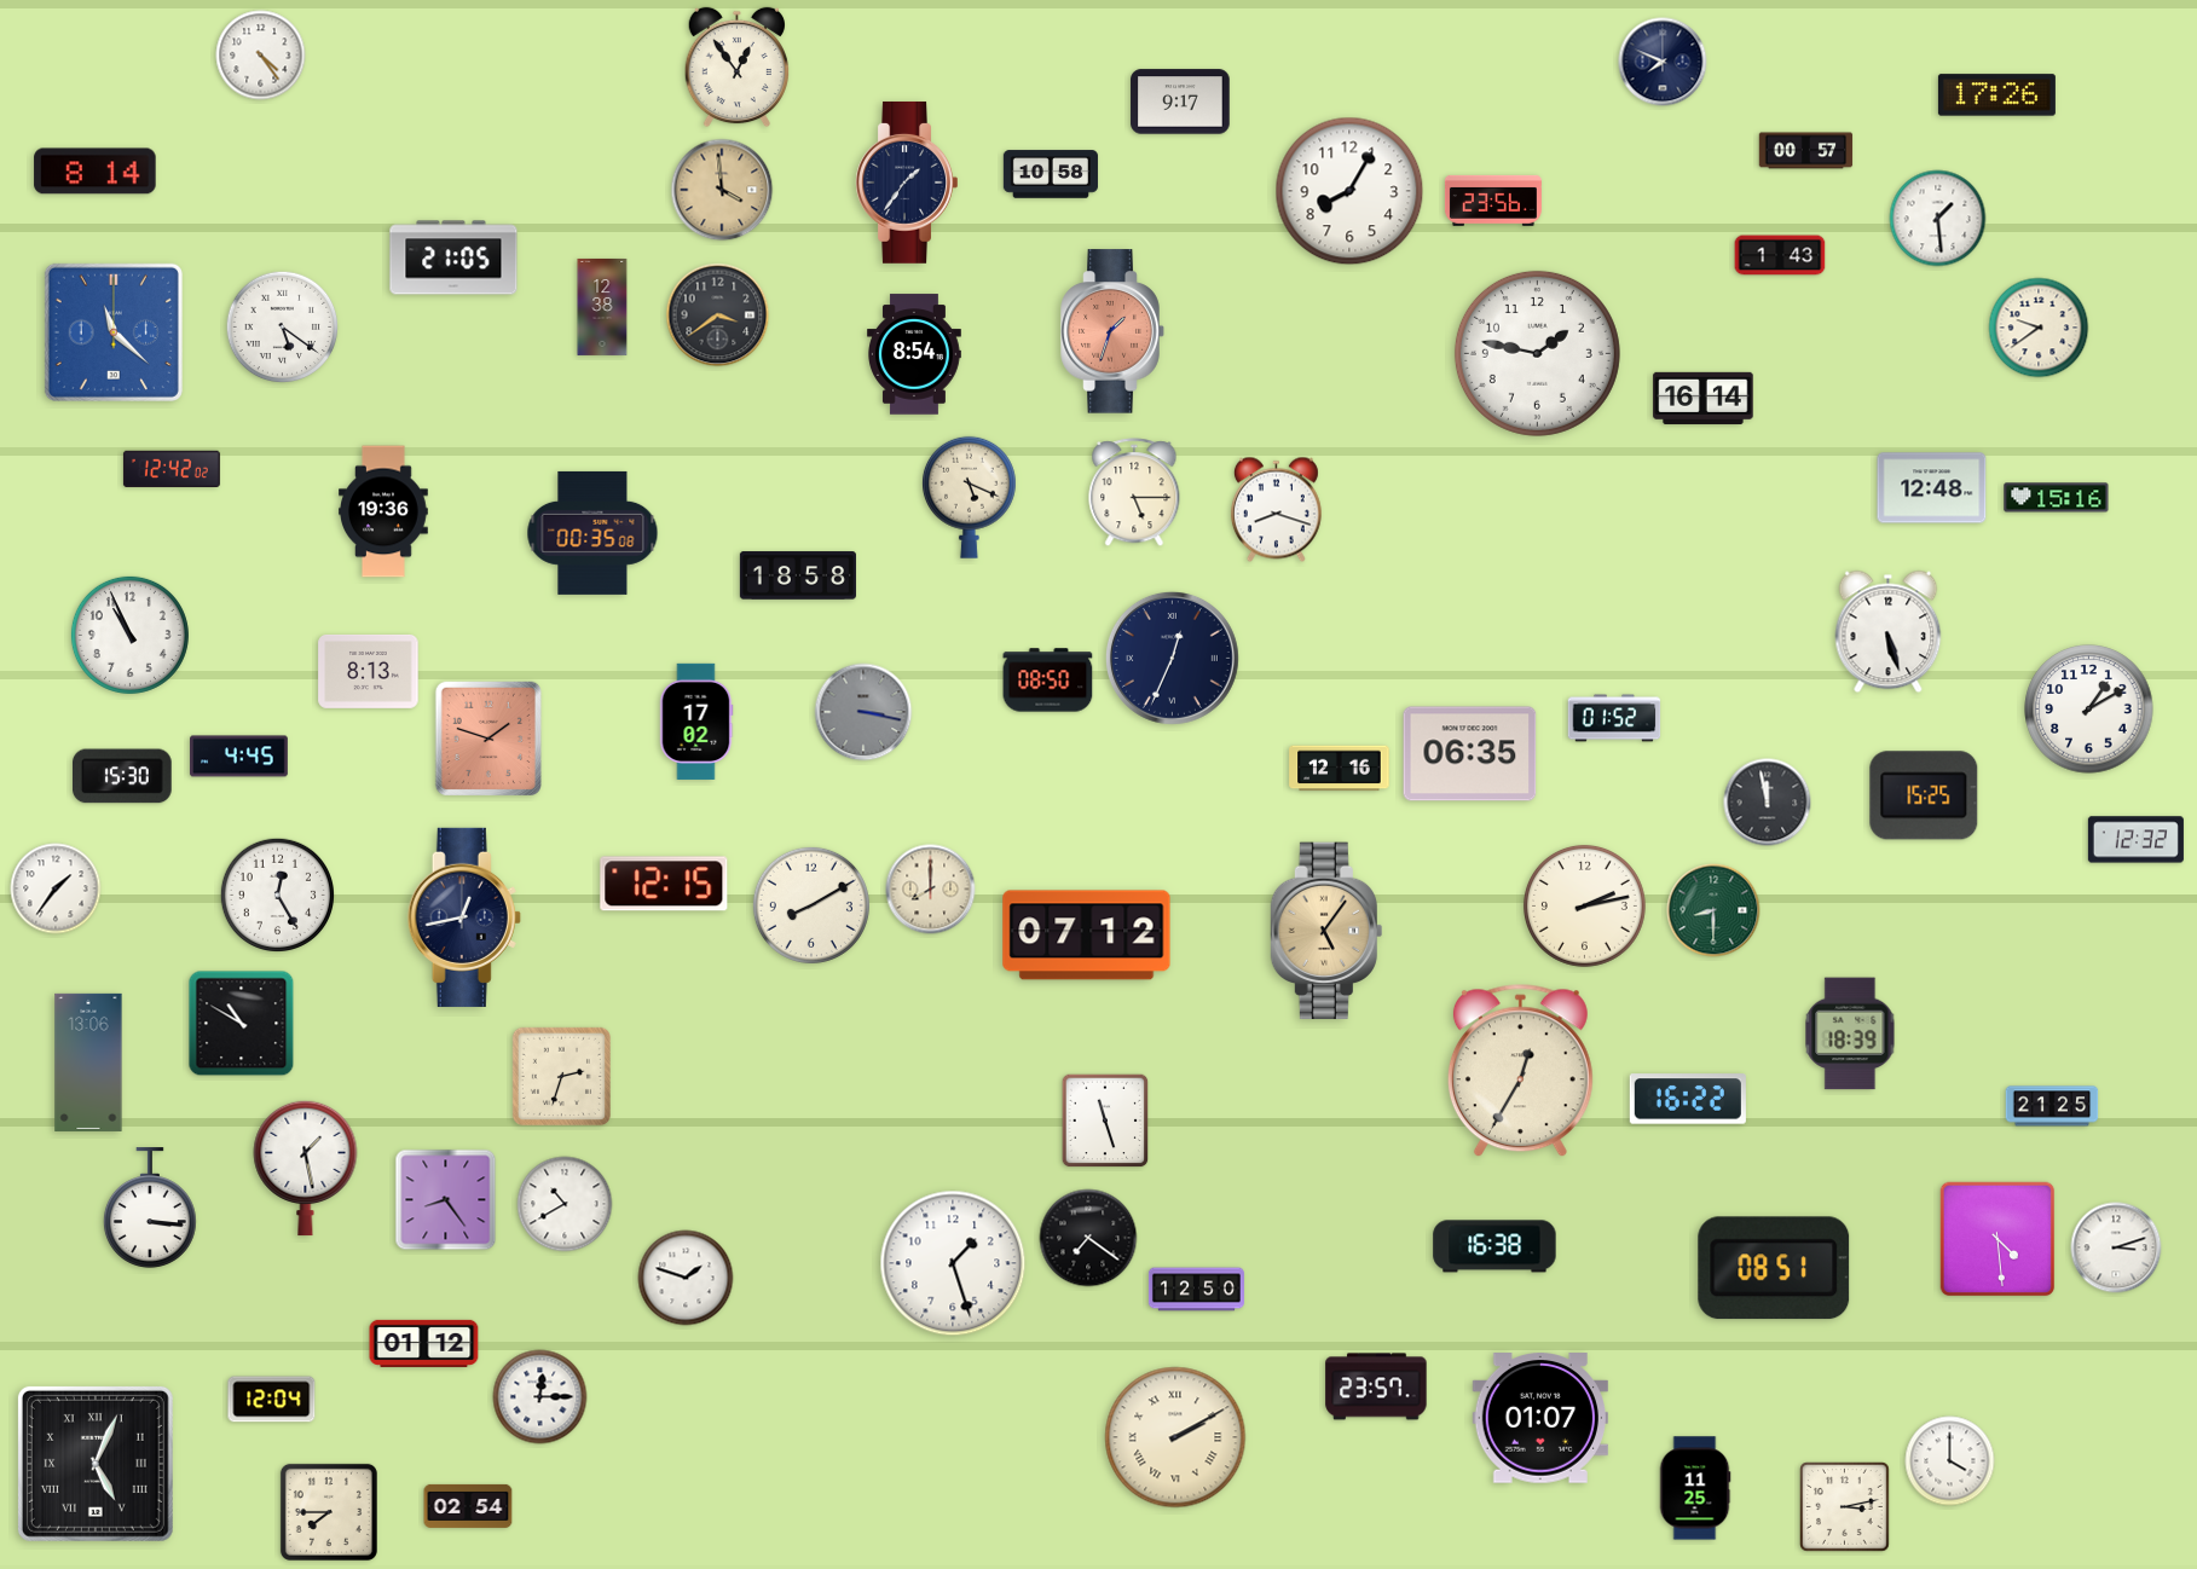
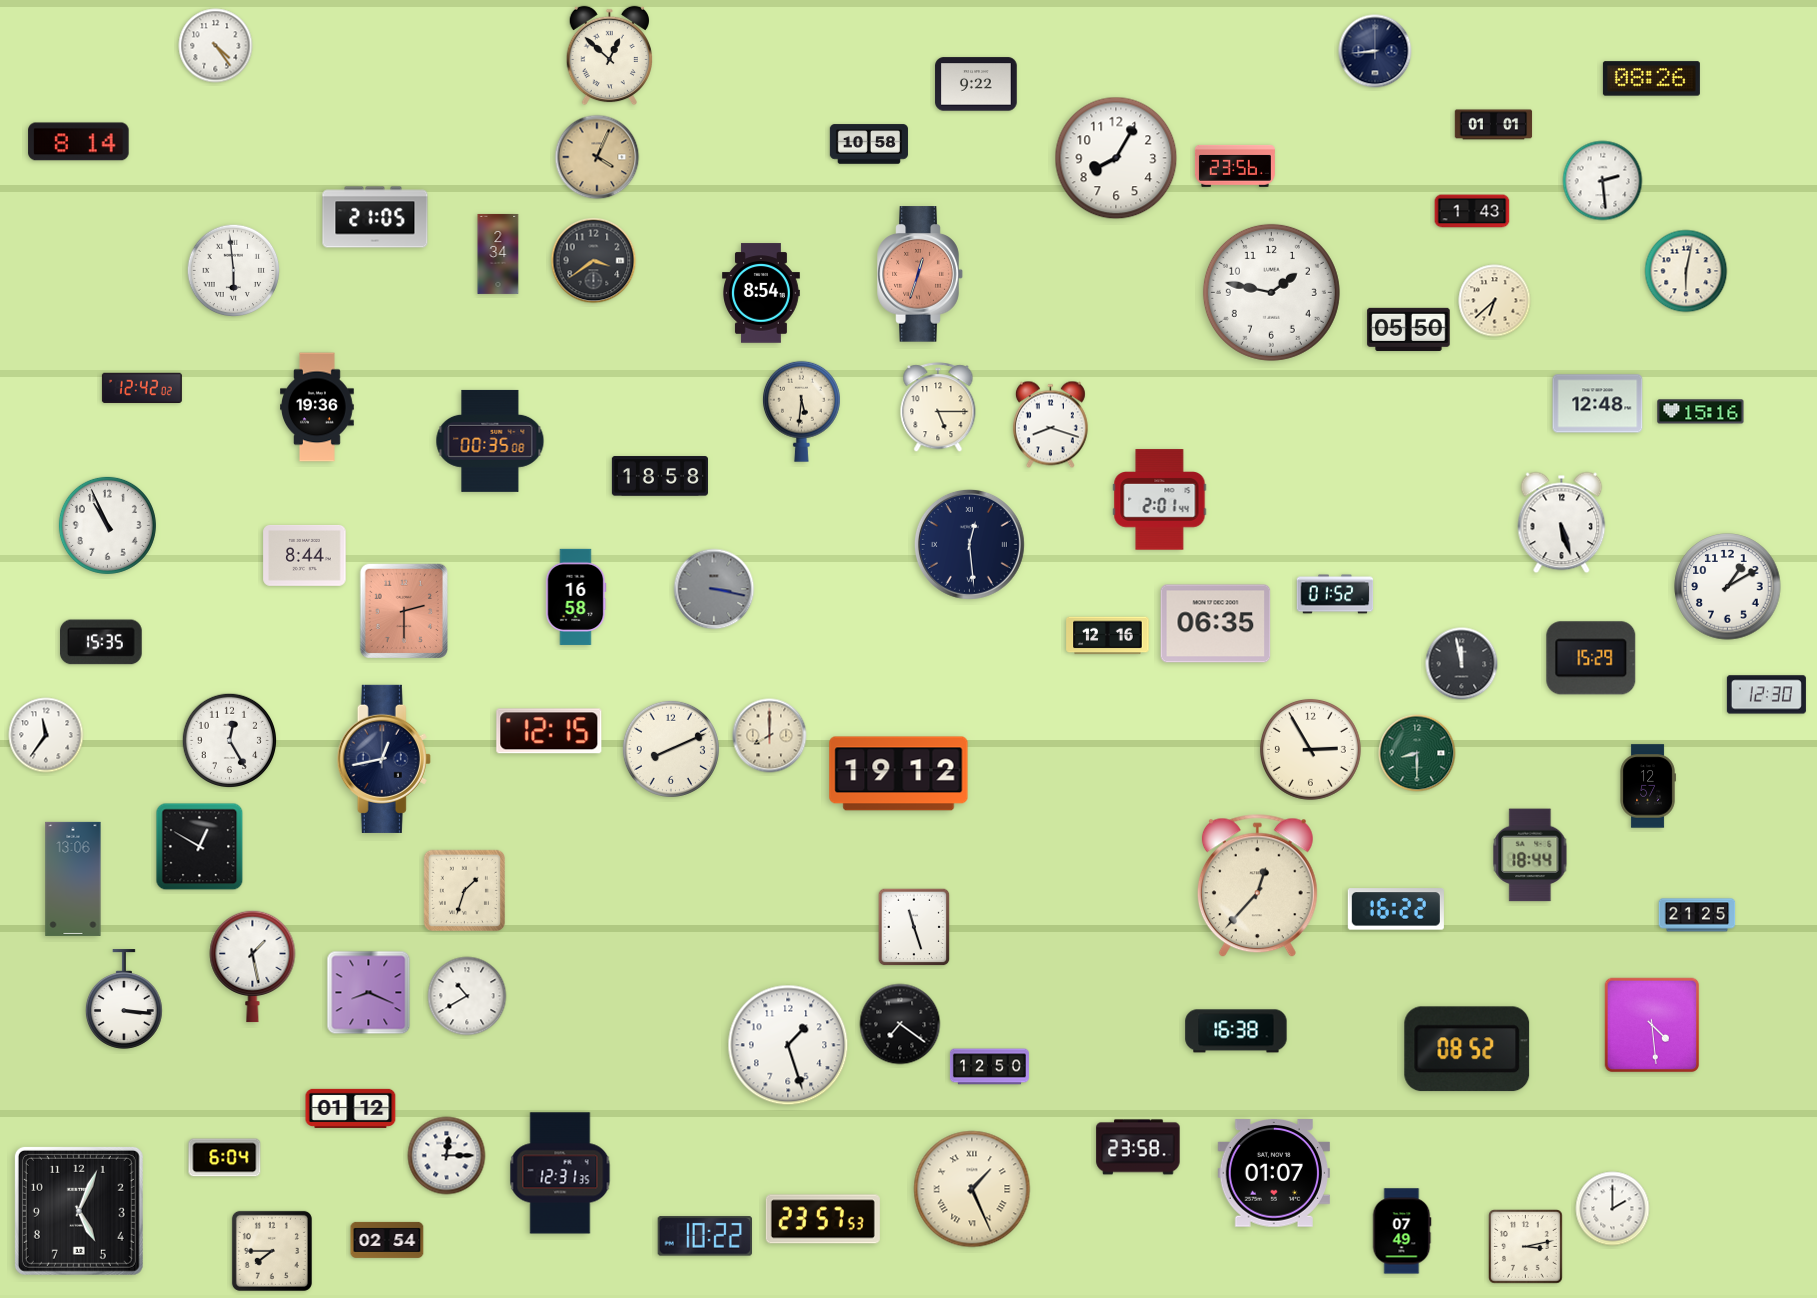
clock at (1663, 62): 7:49 -> 8:44
clock at (736, 68): 12:54 -> 12:52
clock at (1996, 95): 17:26 -> 08:26
clock at (1180, 102): 9:17 -> 9:22
clock at (1806, 151): 00:57 -> 01:01
clock at (907, 183): 1:36 -> none
clock at (722, 190): 3:59 -> 4:04
clock at (1938, 219): 1:29 -> 2:29
clock at (453, 257) position: (453, 257) -> (375, 217)
clock at (602, 307): 12:38 -> 2:34
clock at (283, 328): 5:21 -> 5:59
clock at (2039, 328): 9:39 -> 6:02
clock at (1112, 331): 1:33 -> 12:33
clock at (114, 332): 11:22 -> none
clock at (915, 354) position: (915, 354) -> (762, 293)
clock at (1495, 301): none -> 6:38
clock at (1704, 398): 16:14 -> 05:50
clock at (969, 497): 5:19 -> 5:31
clock at (1276, 510) position: (1276, 510) -> (1050, 425)
clock at (385, 511) position: (385, 511) -> (318, 407)
clock at (1160, 500): none -> 2:01
clock at (1172, 658): 12:34 -> 12:29
clock at (369, 671): 8:13 -> 8:44
clock at (1048, 681): 08:50 -> none
clock at (696, 722): 17:02 -> 16:58
clock at (487, 739): 1:48 -> 2:30
clock at (239, 757): 4:45 -> none
clock at (123, 776): 15:30 -> 15:35
clock at (1924, 795): 15:25 -> 15:29
clock at (2135, 840): 12:32 -> 12:30
clock at (56, 888): 1:36 -> 11:36
clock at (811, 905): 8:10 -> 8:11
clock at (1584, 905): 2:13 -> 2:55
clock at (1326, 931): 5:06 -> none
clock at (1087, 936): 07:12 -> 19:12
clock at (1648, 786): none -> 12:57
clock at (242, 1024): 10:50 -> 12:50
clock at (1850, 1034): 18:39 -> 18:44
clock at (1520, 1071): 12:35 -> 12:37
clock at (561, 1076): 2:33 -> 1:33
clock at (446, 1200): 8:24 -> 8:19
clock at (2116, 1247): 3:12 -> none
clock at (1774, 1268): 08:51 -> 08:52
clock at (686, 1278): 1:48 -> none
clock at (424, 1343) position: (424, 1343) -> (351, 1108)
clock at (1376, 1386): 23:57 -> 23:58
clock at (272, 1400): 12:04 -> 6:04
clock at (560, 1173): none -> 12:31
clock at (1175, 1437): 2:10 -> 1:26
clock at (1950, 1461): 4:00 -> 2:00
clock at (96, 1464) numerals: Roman -> Arabic
clock at (823, 1219): none -> 23:57
clock at (1695, 1488): 11:25 -> 07:49
clock at (704, 1236): none -> 10:22
clock at (468, 1506) position: (468, 1506) -> (387, 1240)
